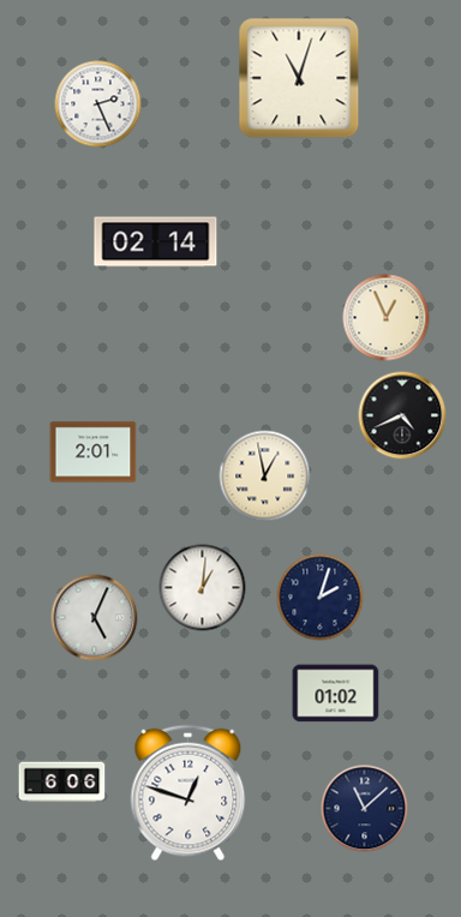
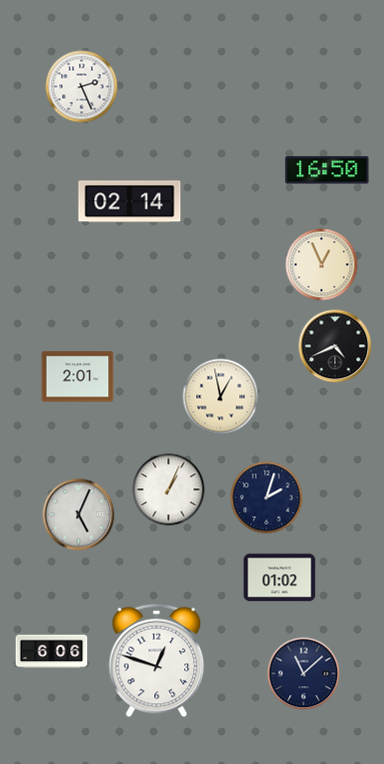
clock at (299, 78): 11:03 -> none
clock at (327, 170): none -> 16:50
clock at (203, 588): 1:01 -> 1:04
